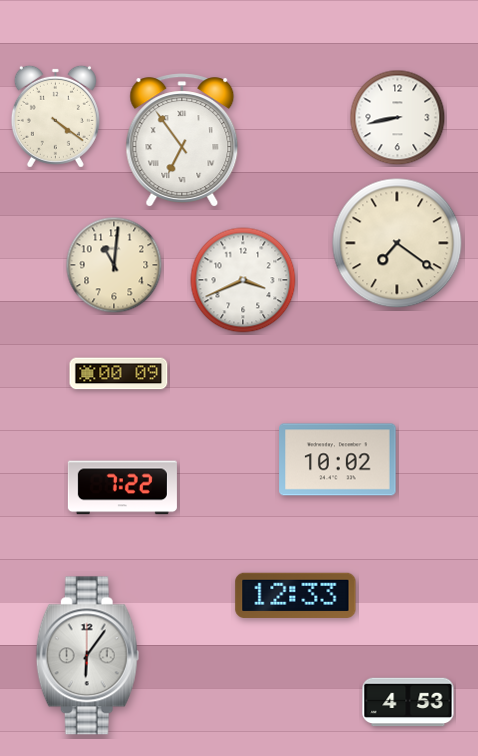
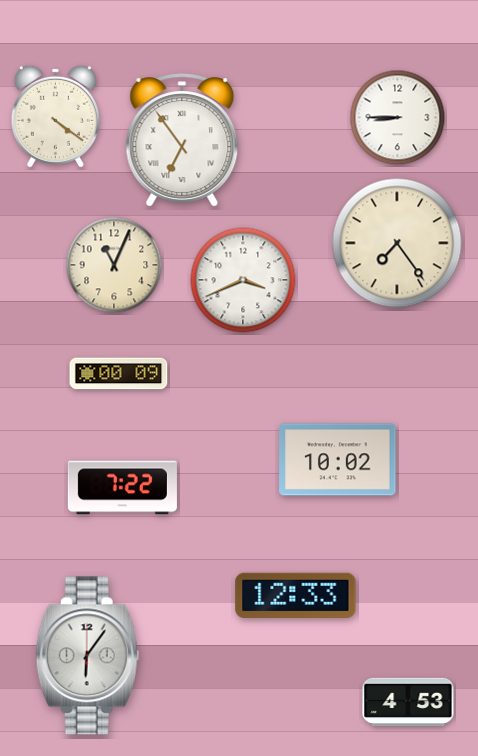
clock at (398, 118): 8:43 -> 8:45
clock at (397, 243): 7:21 -> 7:24
clock at (114, 265): 11:01 -> 11:04
